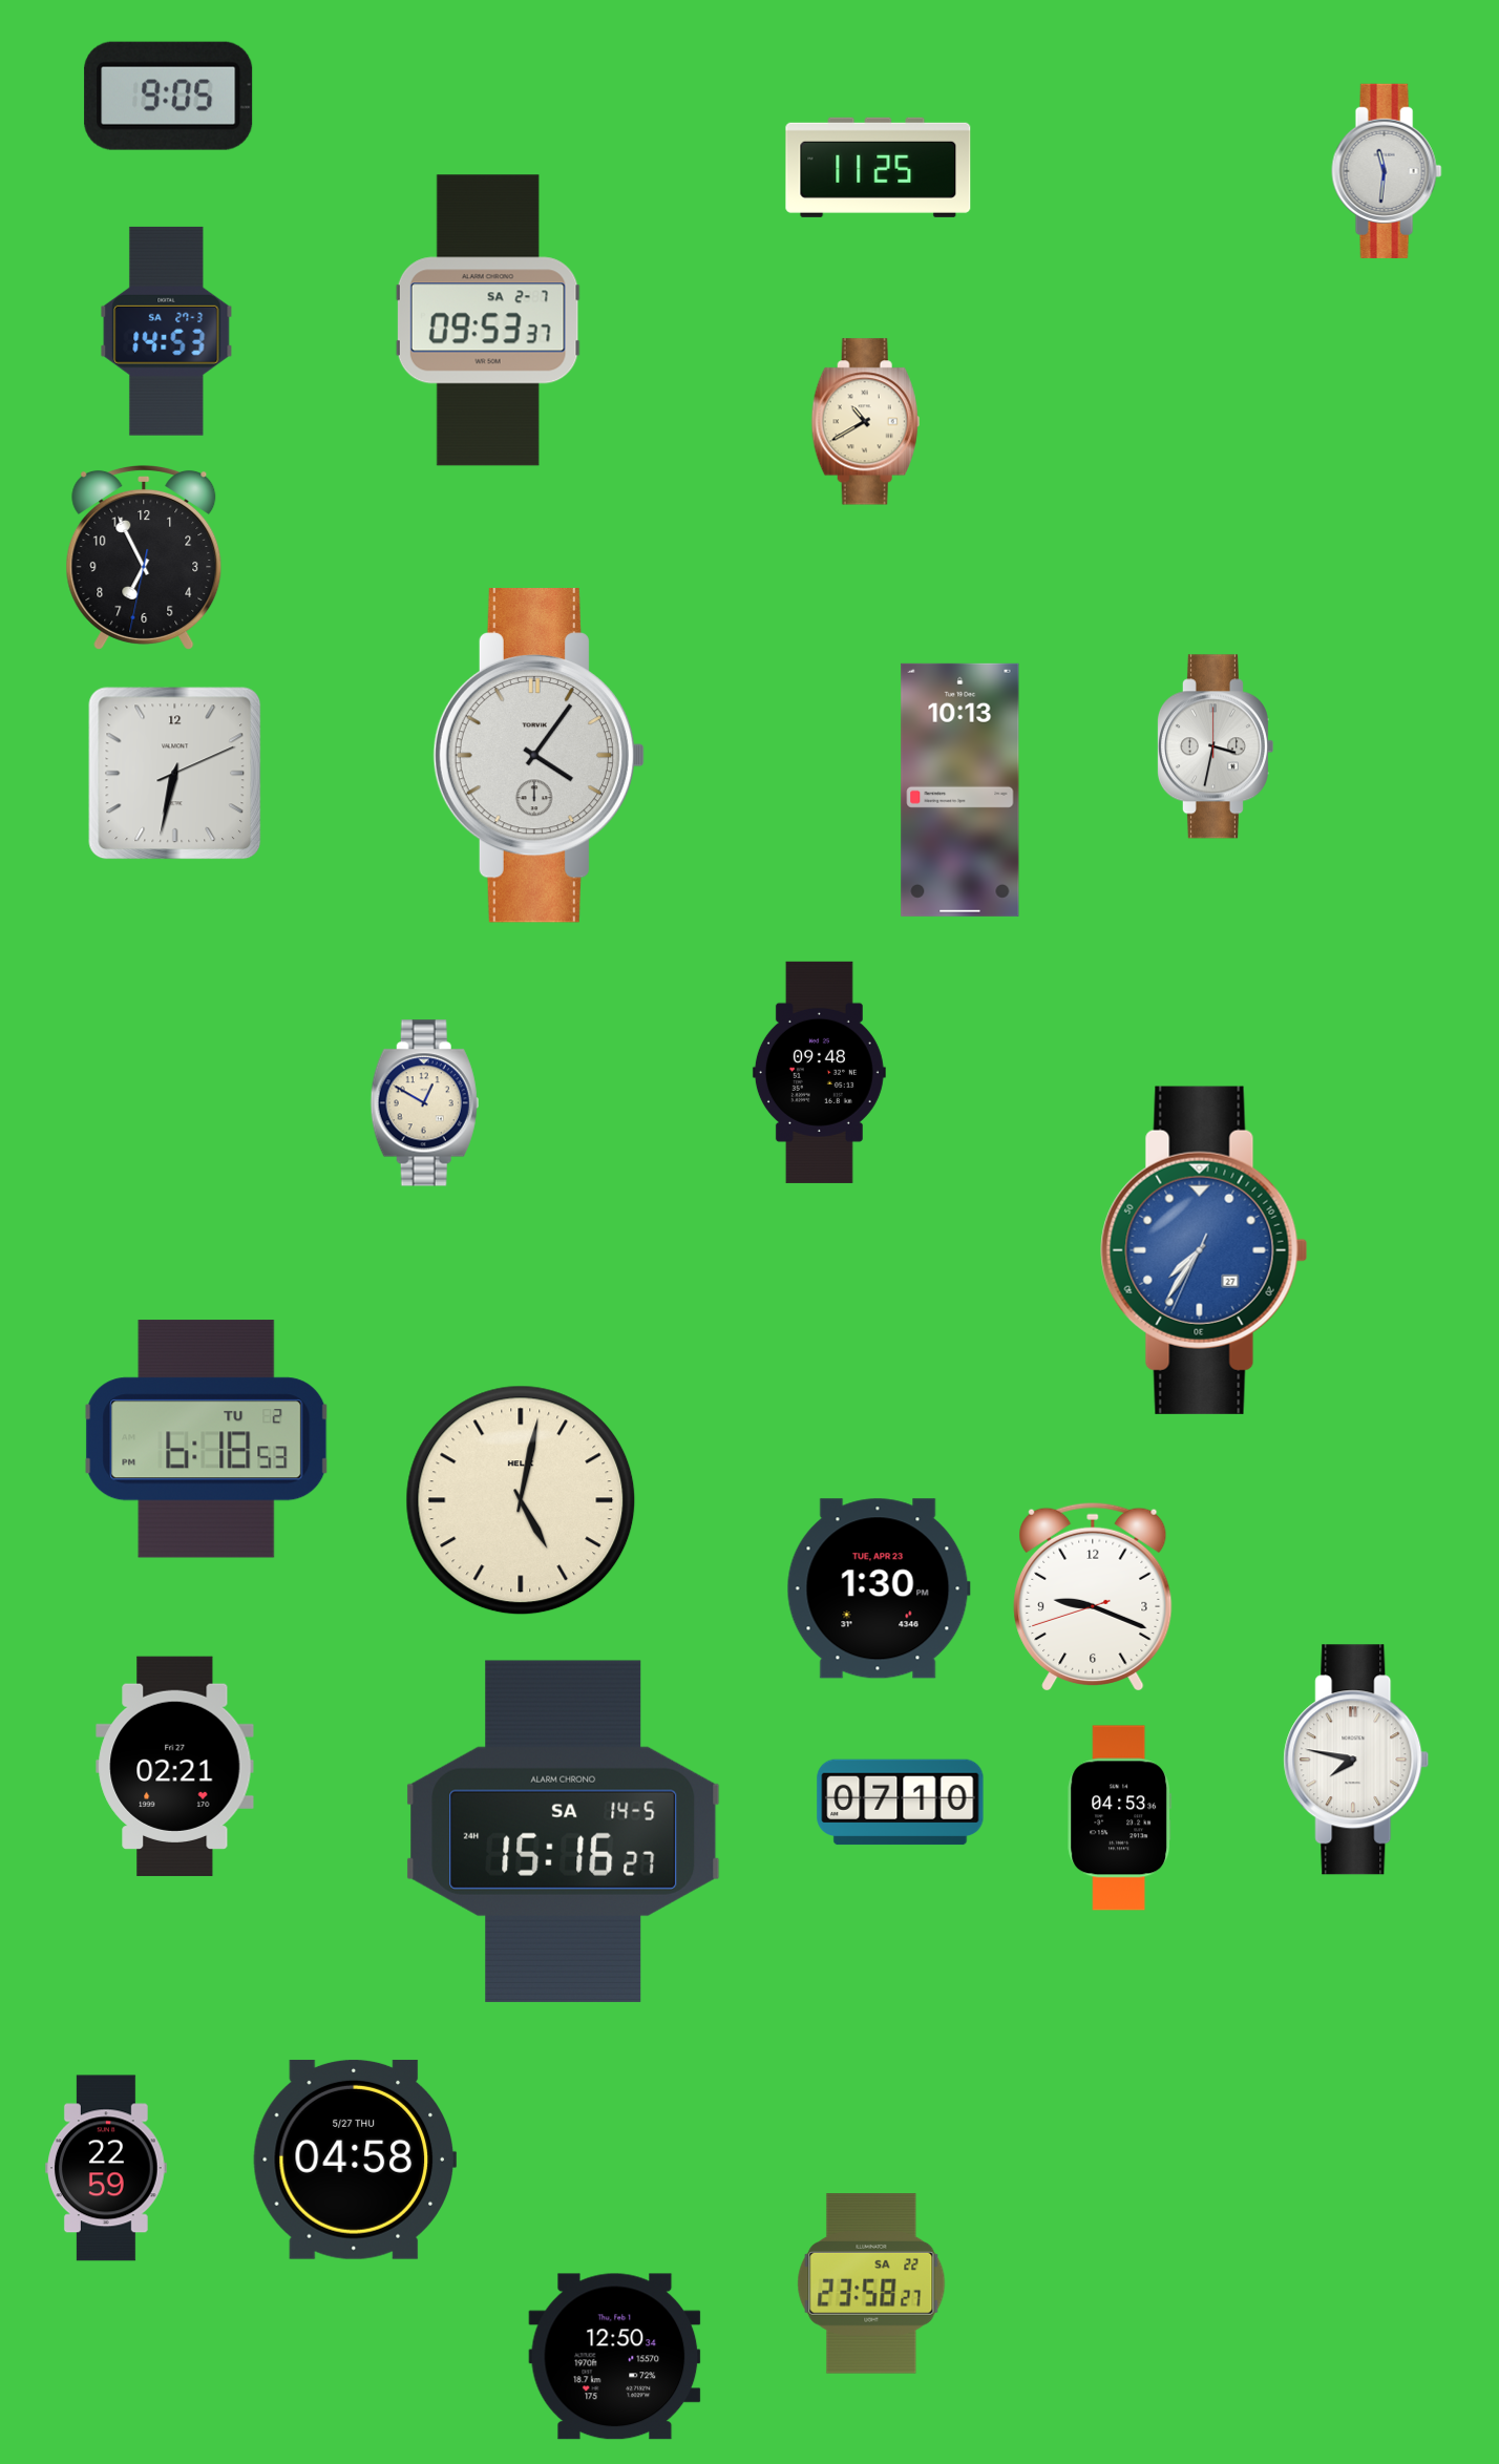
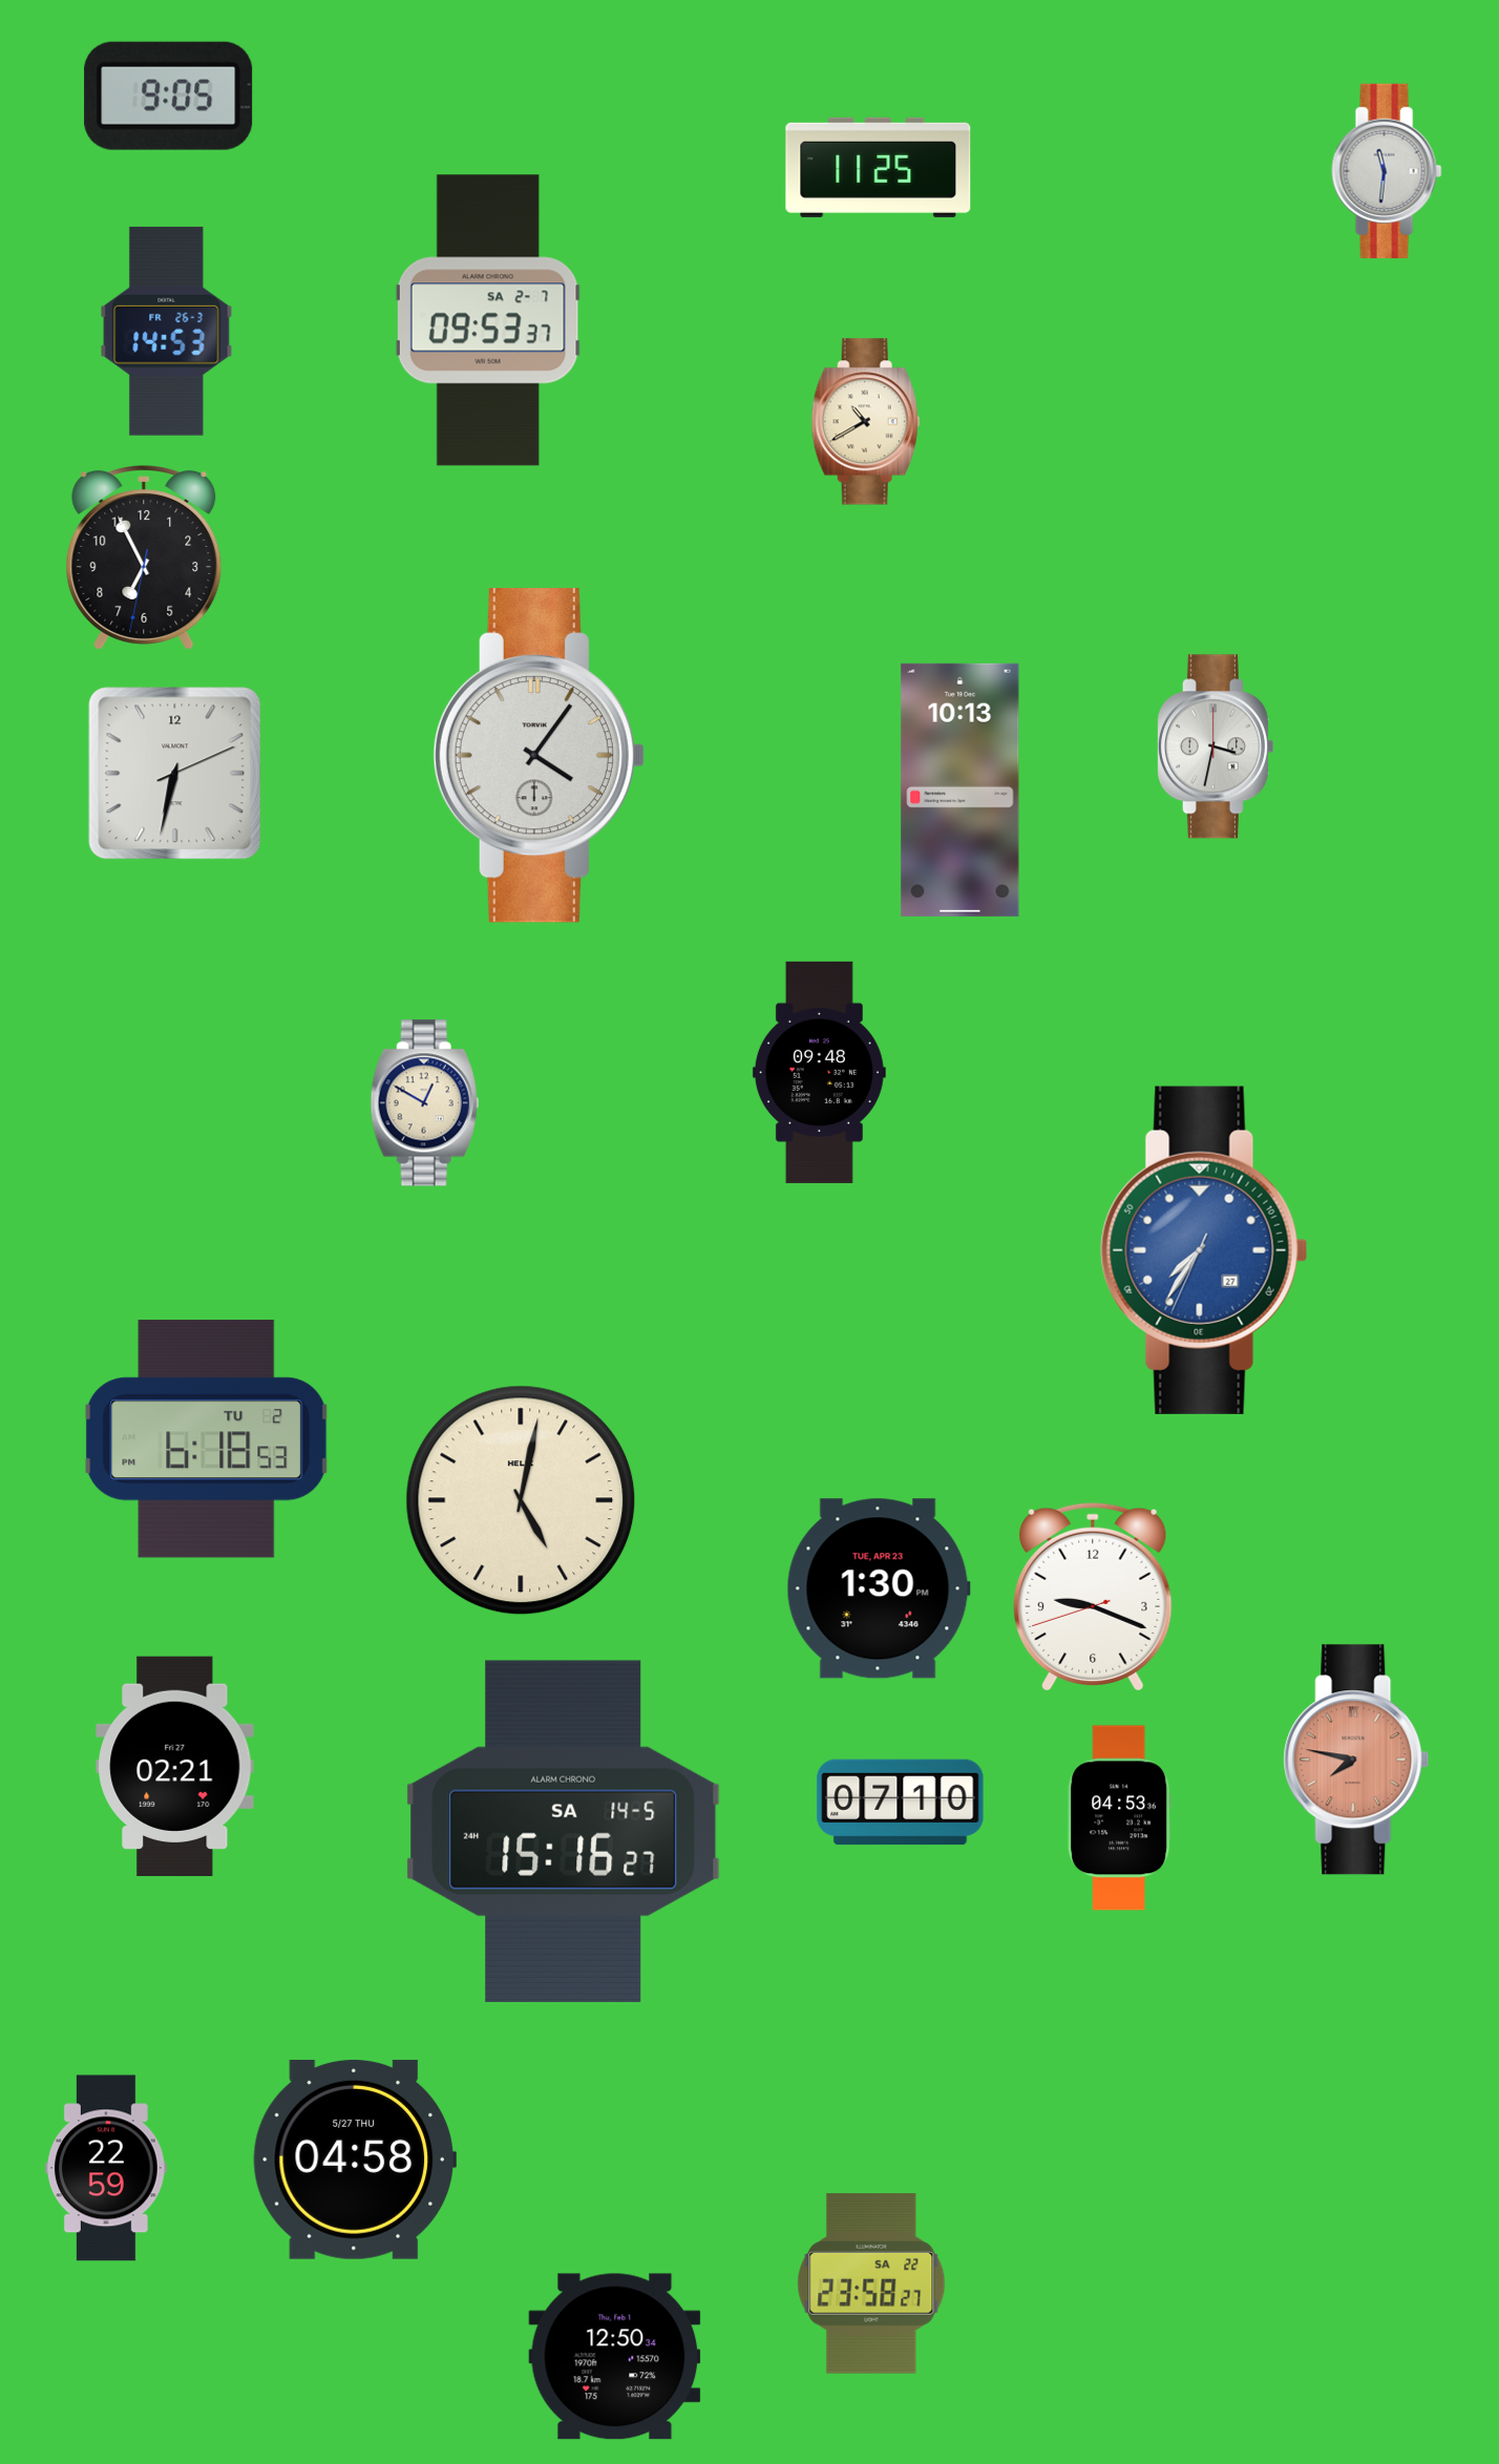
clock at (167, 331) date: SA 27-3 -> FR 26-3
clock at (1356, 1760) dial: white -> salmon
